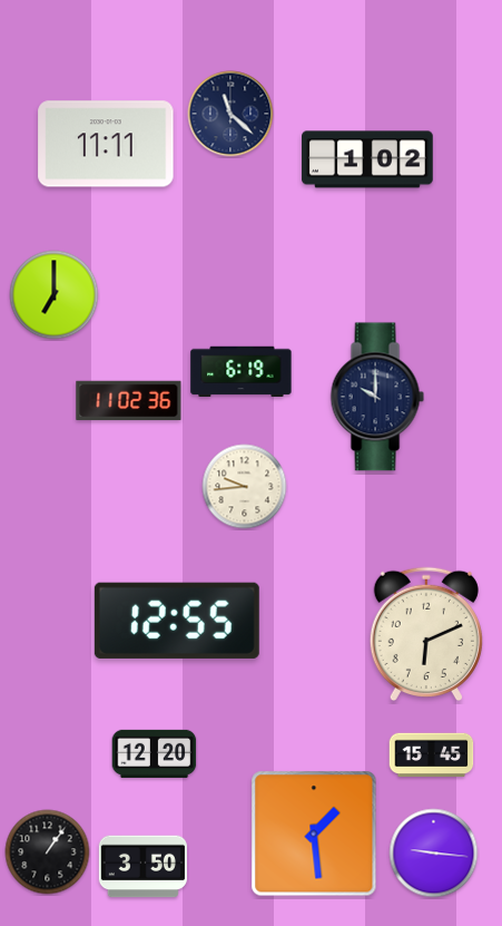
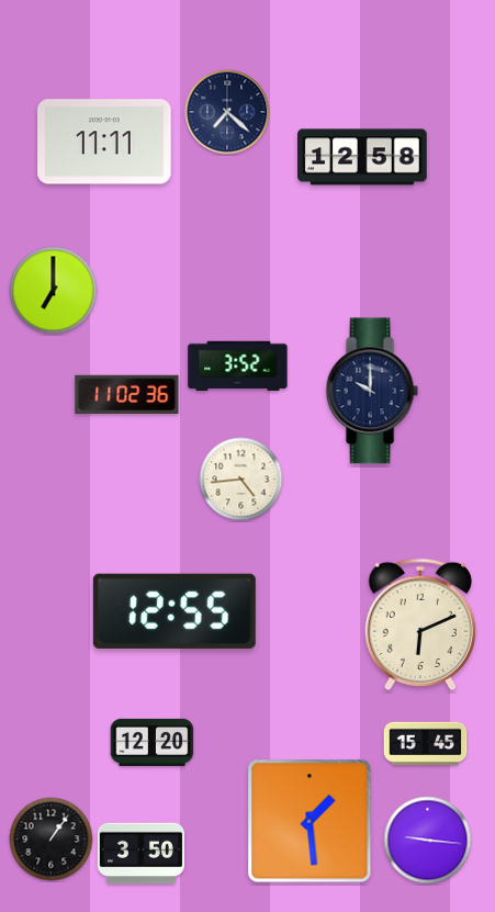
clock at (230, 114): 11:22 -> 7:22
clock at (367, 159): 1:02 -> 12:58
clock at (242, 371): 6:19 -> 3:52
clock at (245, 487): 9:44 -> 4:44
clock at (48, 852) position: (48, 852) -> (52, 840)
